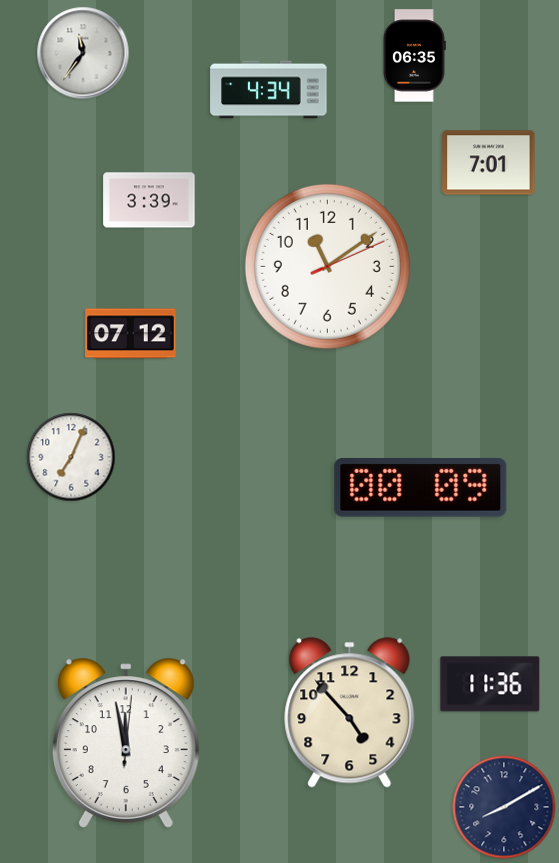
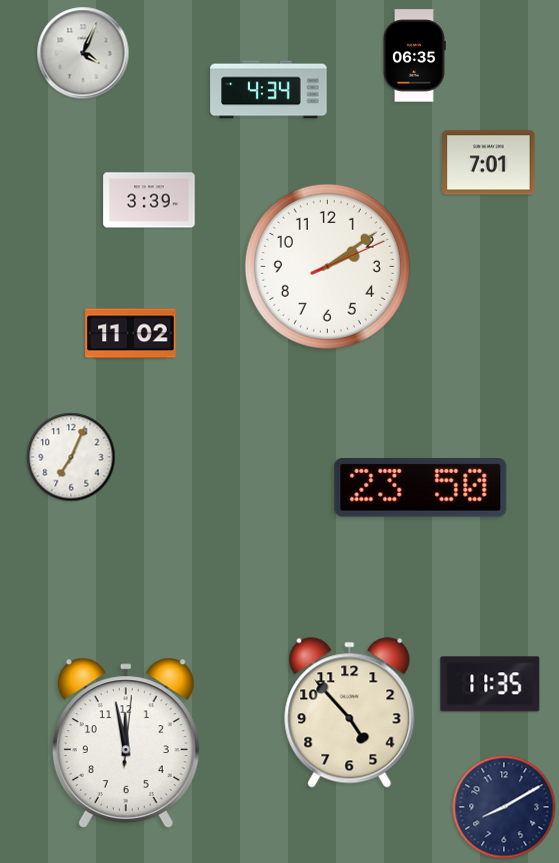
clock at (83, 53): 11:36 -> 4:04
clock at (327, 266): 11:09 -> 2:09
clock at (131, 334): 07:12 -> 11:02
clock at (421, 488): 00:09 -> 23:50
clock at (490, 684): 11:36 -> 11:35
